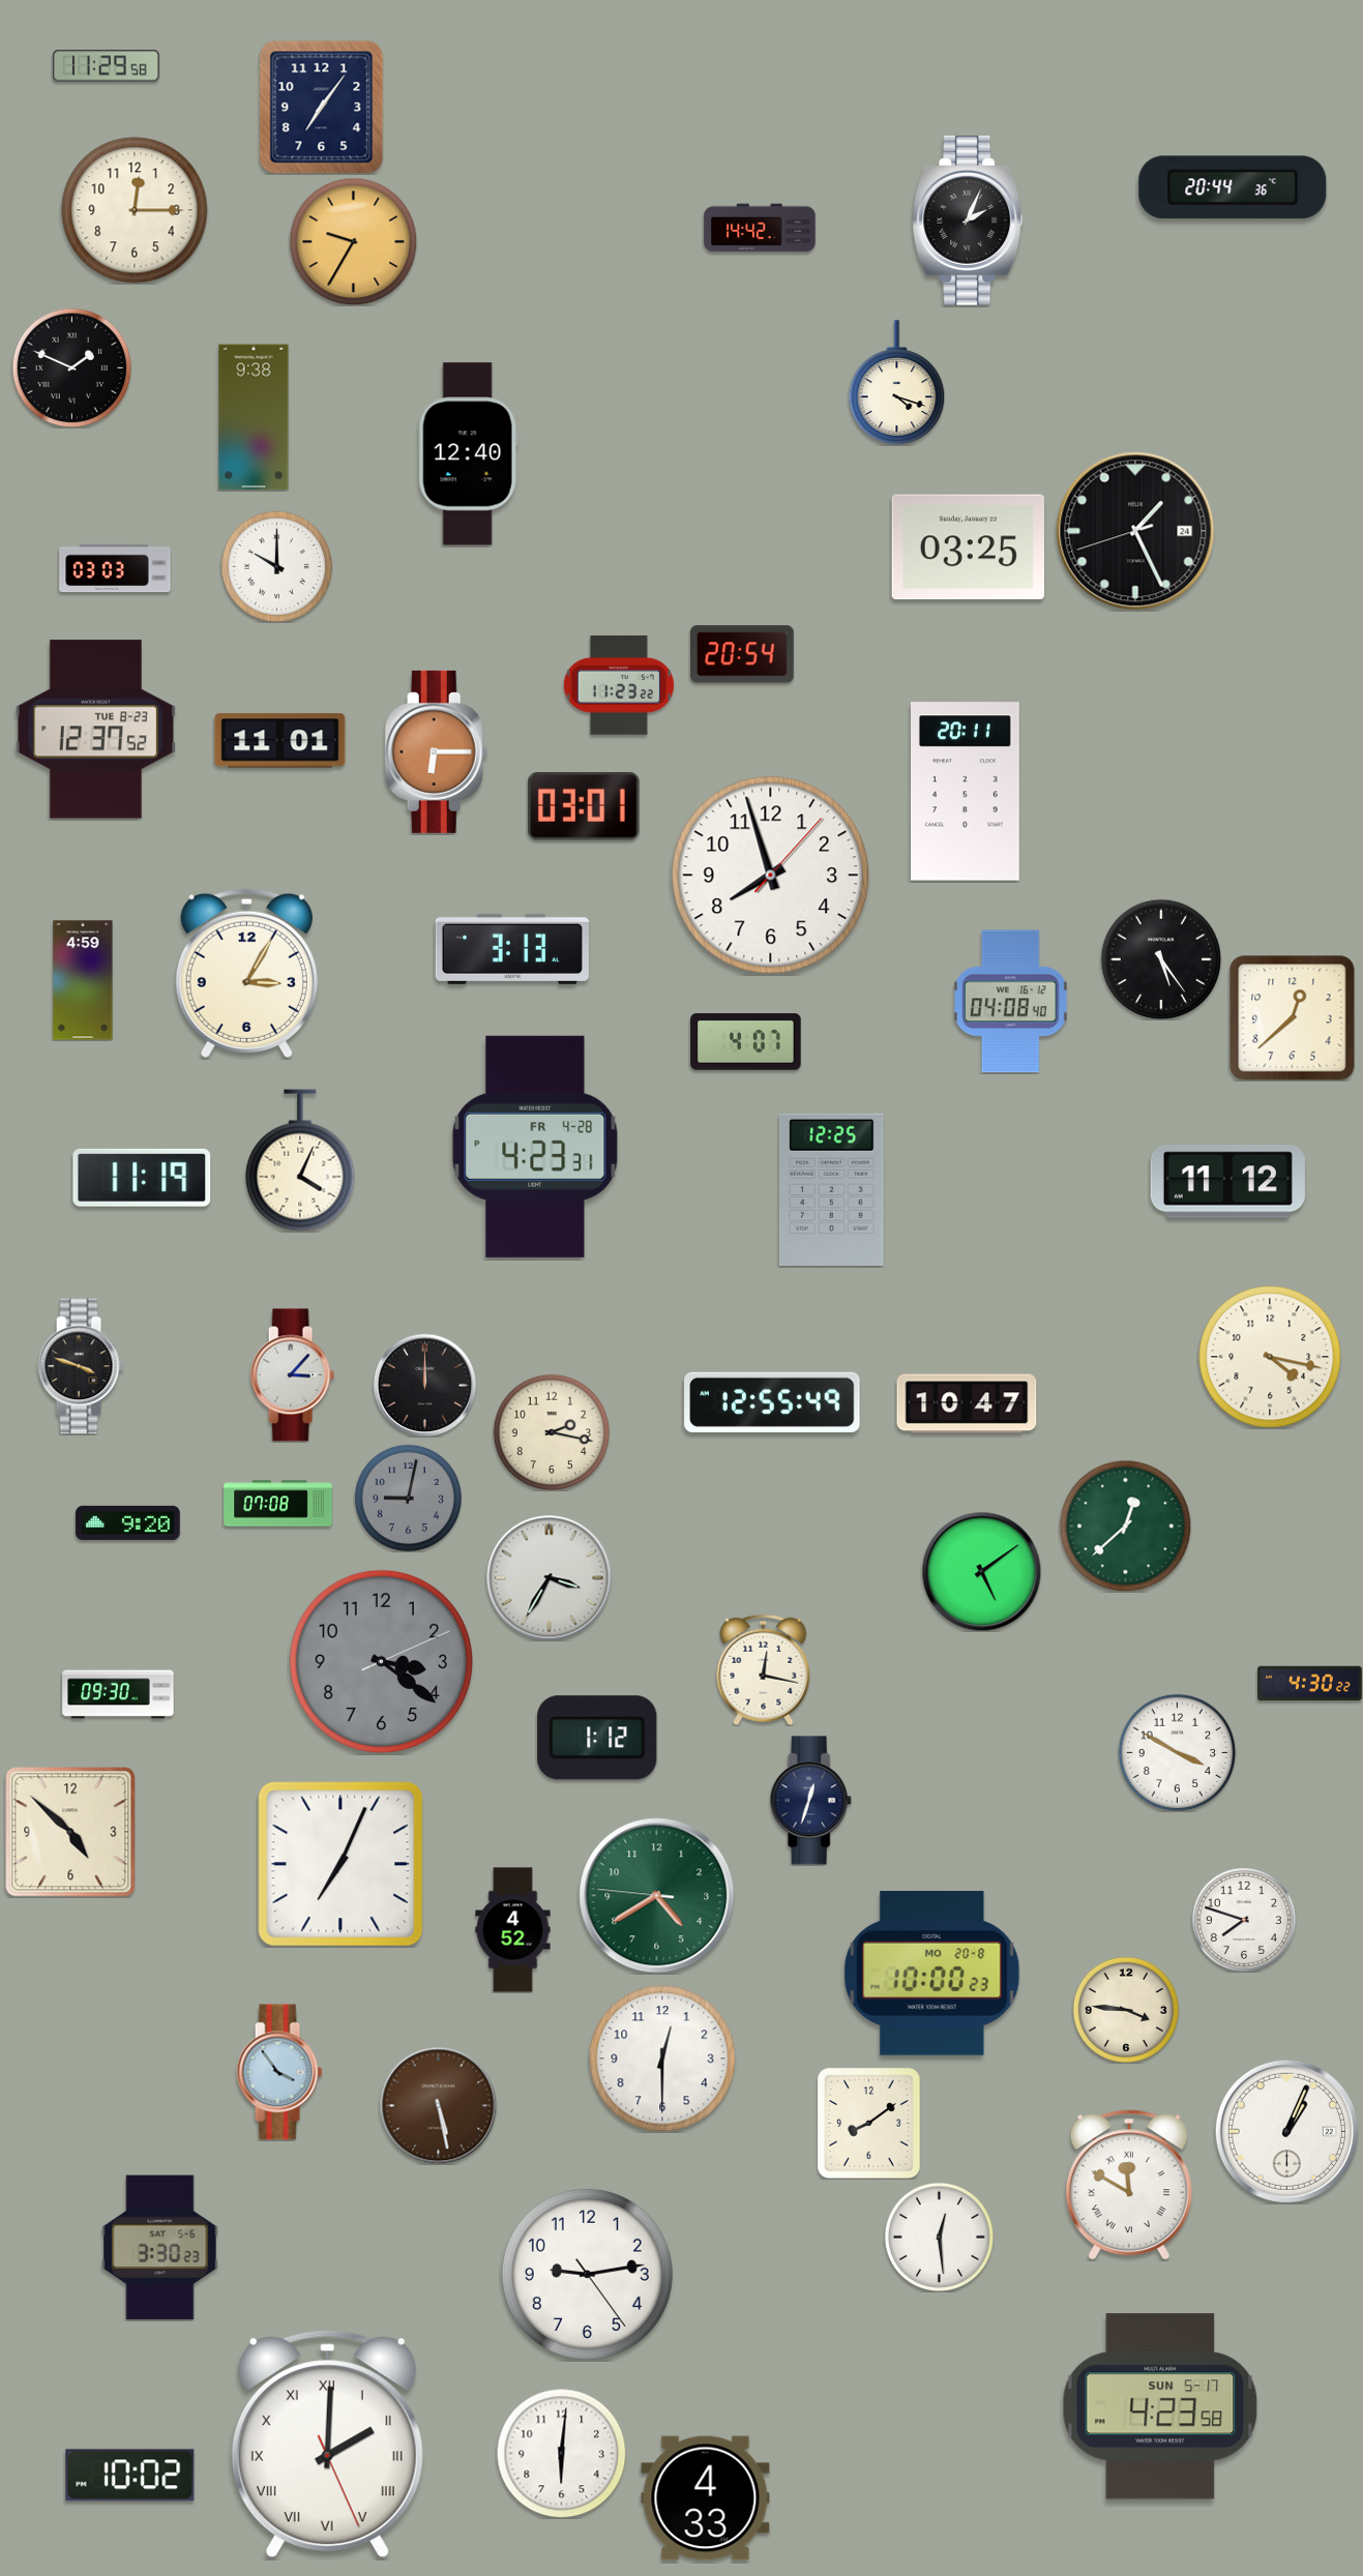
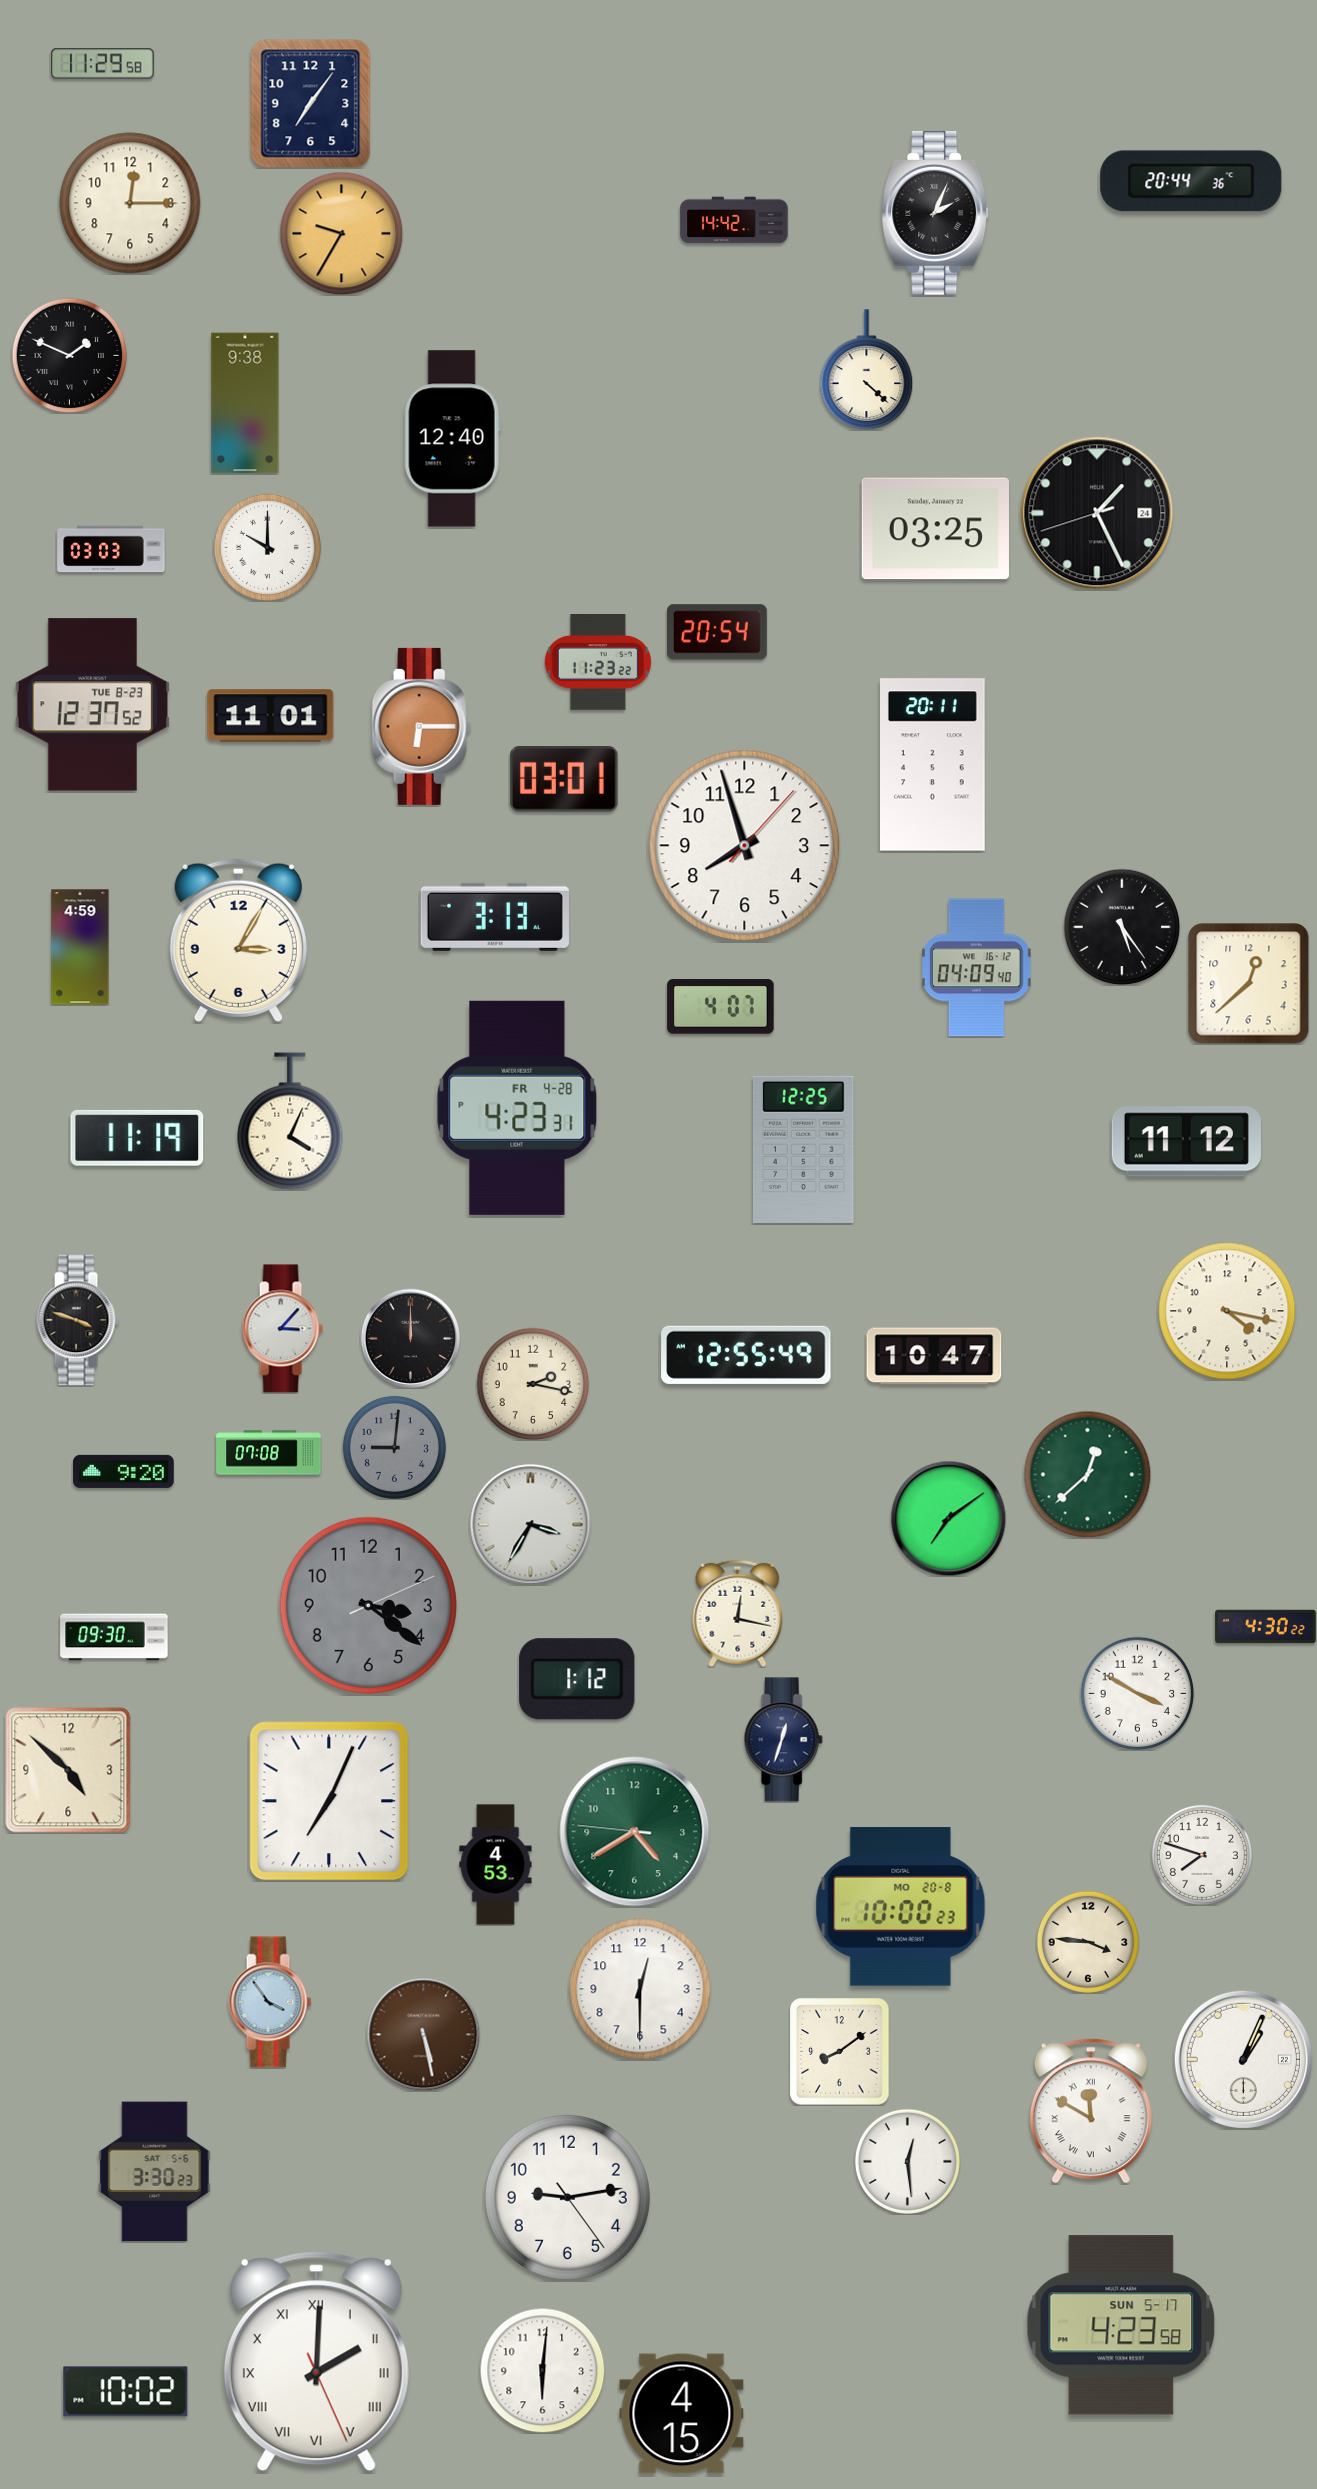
clock at (897, 383): 4:18 -> 4:22
clock at (1010, 1002): 04:08 -> 04:09
clock at (408, 1498): 9:02 -> 9:01
clock at (981, 1571): 5:09 -> 7:09
clock at (513, 1930): 4:52 -> 4:53
clock at (706, 2498): 4:33 -> 4:15
